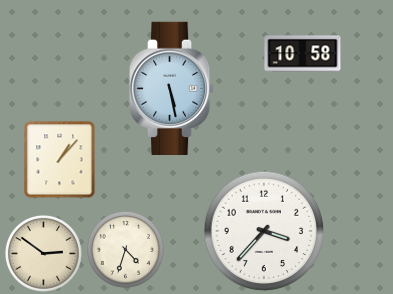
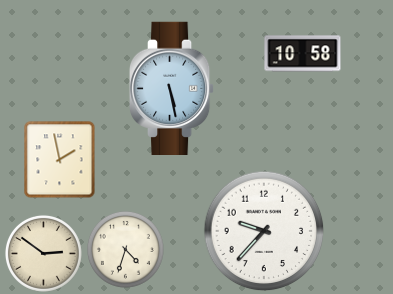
clock at (60, 159): 1:07 -> 1:58
clock at (264, 231): 3:37 -> 9:37
